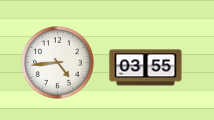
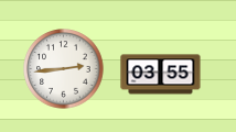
clock at (58, 63): 4:44 -> 2:44
